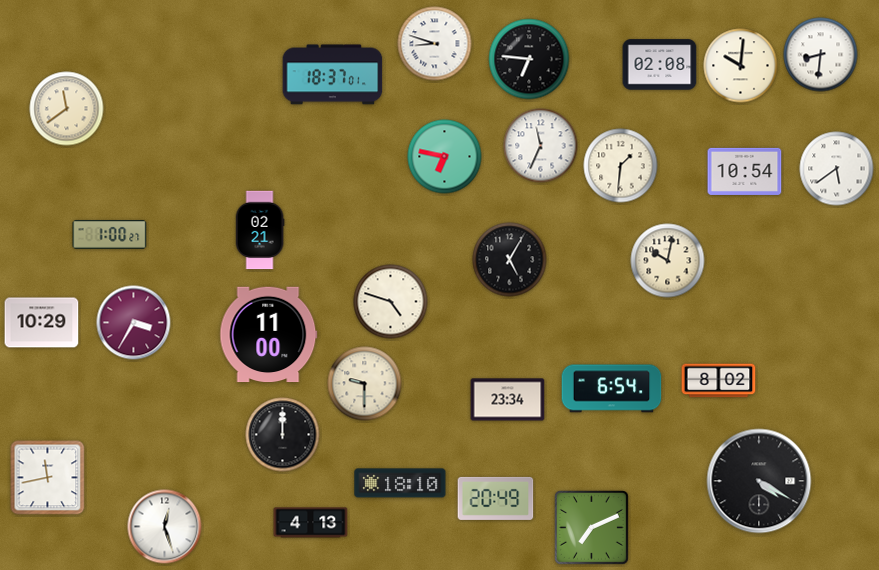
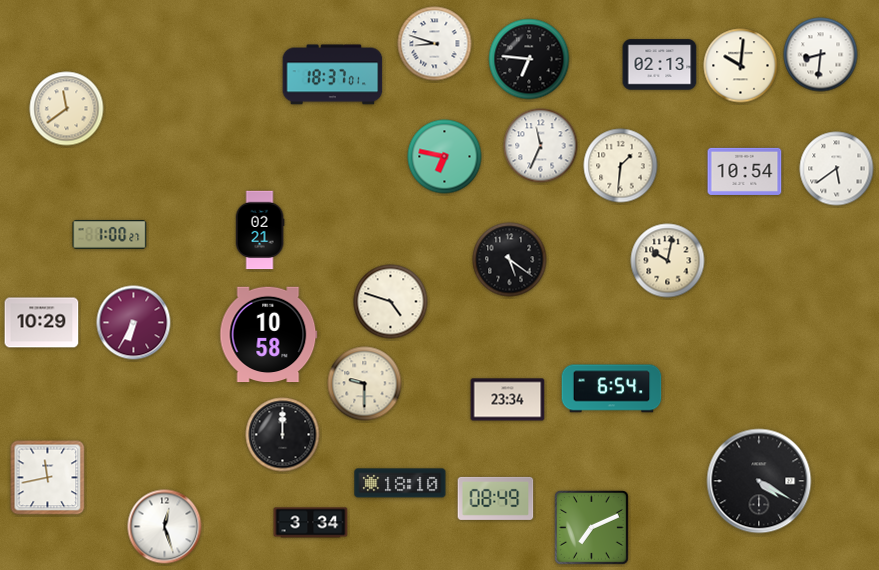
clock at (660, 65): 02:08 -> 02:13
clock at (510, 260): 5:05 -> 5:21
clock at (134, 323): 3:35 -> 6:35
clock at (269, 335): 11:00 -> 10:58
clock at (719, 381): 8:02 -> none
clock at (496, 498): 20:49 -> 08:49
clock at (311, 523): 4:13 -> 3:34
